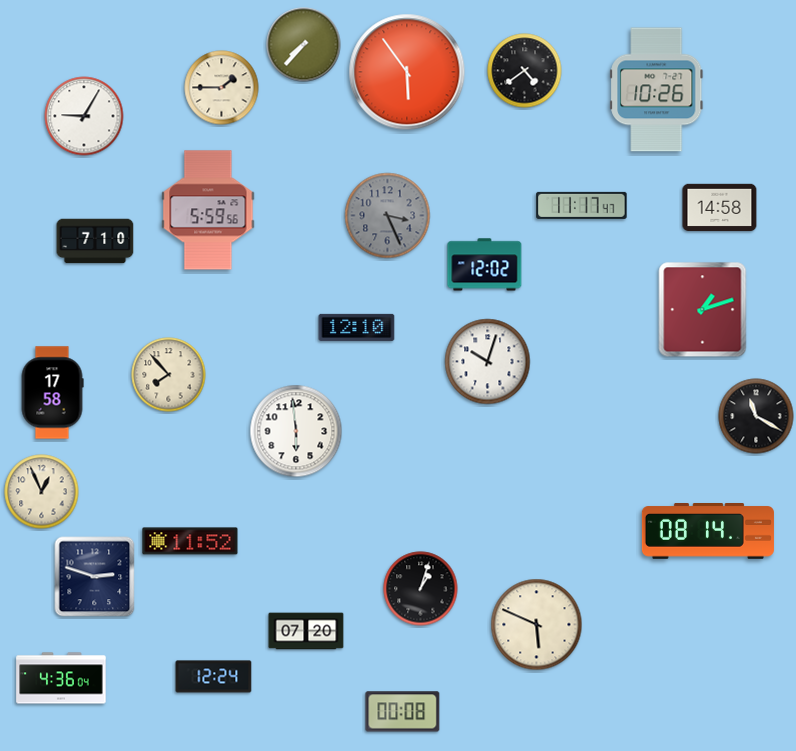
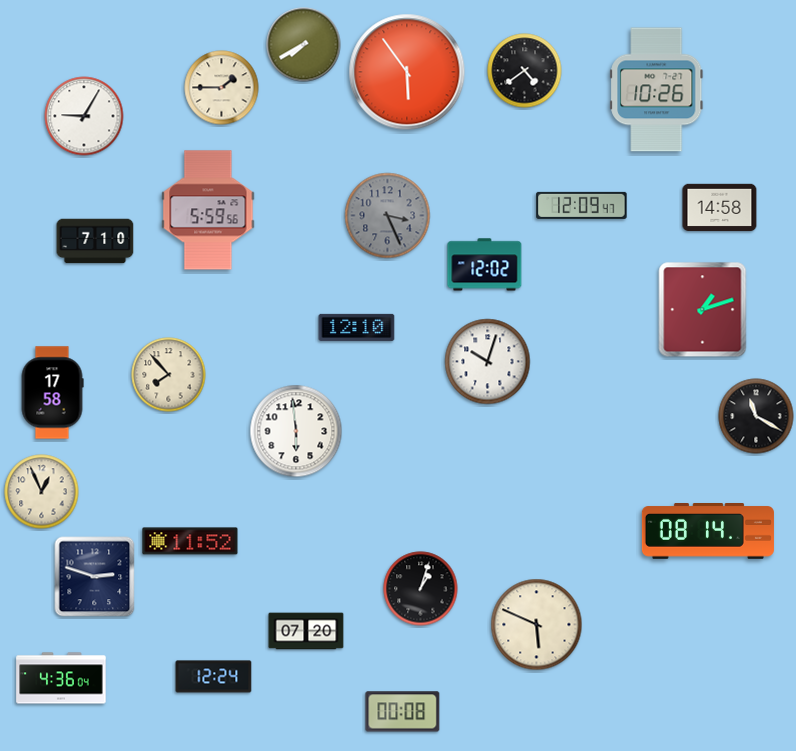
clock at (304, 45): 7:37 -> 7:40
clock at (582, 205): 11:17 -> 12:09
